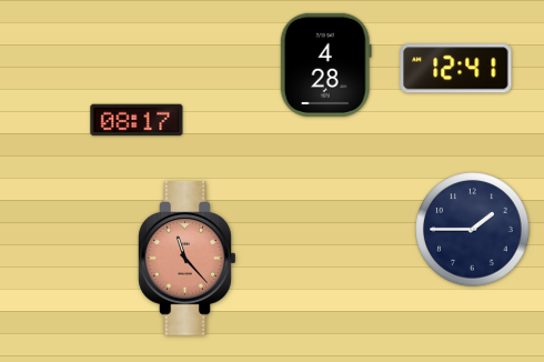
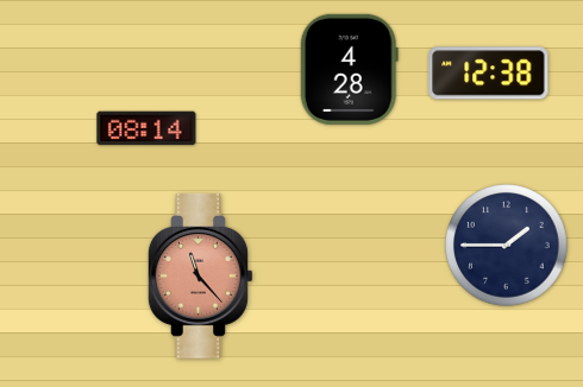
clock at (456, 69): 12:41 -> 12:38
clock at (137, 120): 08:17 -> 08:14
